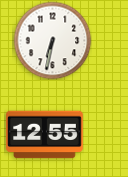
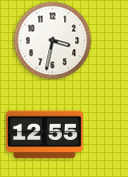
clock at (52, 40): 6:32 -> 3:32
